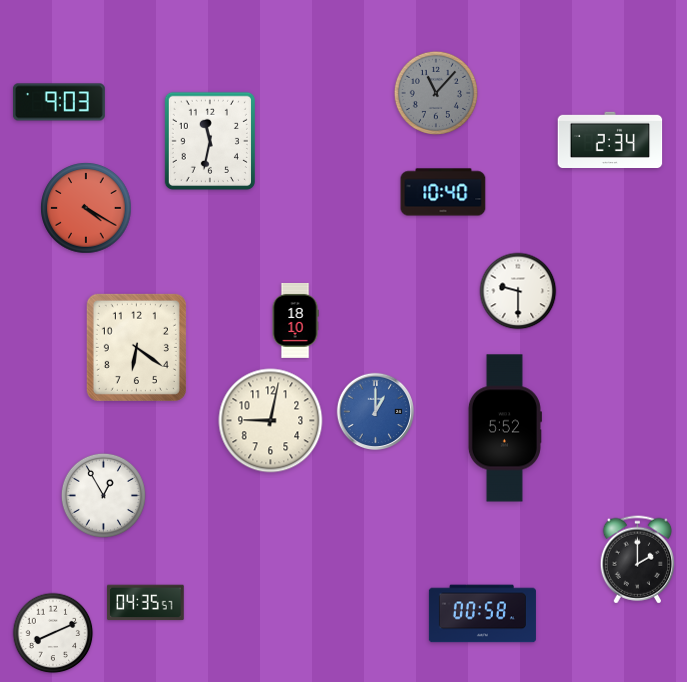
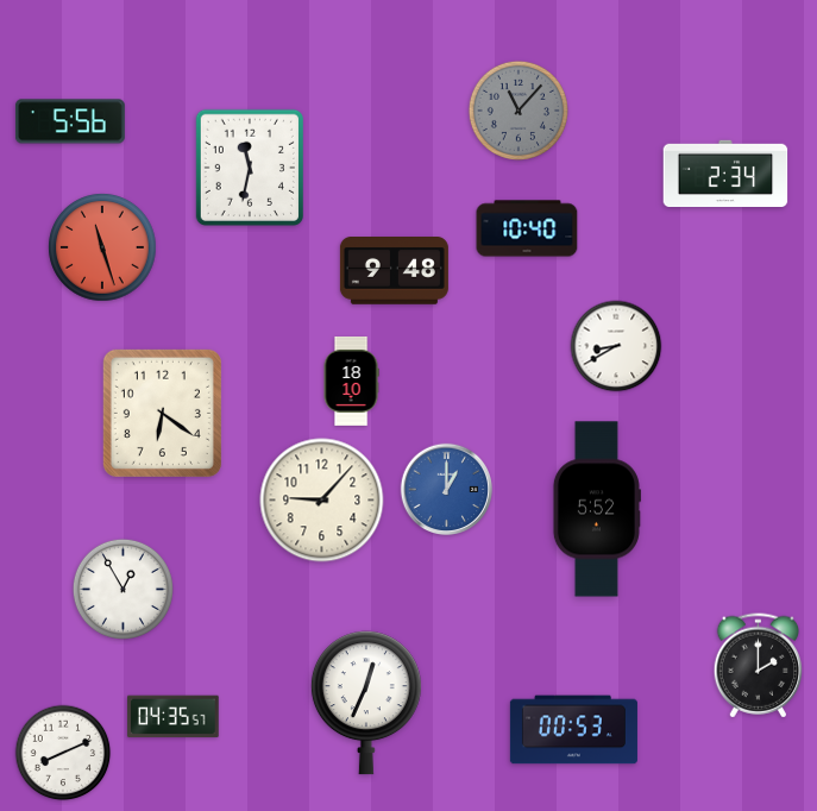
clock at (59, 102): 9:03 -> 5:56
clock at (610, 139) position: (610, 139) -> (725, 172)
clock at (86, 208): 4:20 -> 11:27
clock at (394, 271): none -> 9:48
clock at (518, 291): 9:30 -> 8:40
clock at (271, 421): 9:02 -> 9:07
clock at (504, 428) position: (504, 428) -> (596, 509)
clock at (366, 703): none -> 12:34
clock at (482, 614): 00:58 -> 00:53
